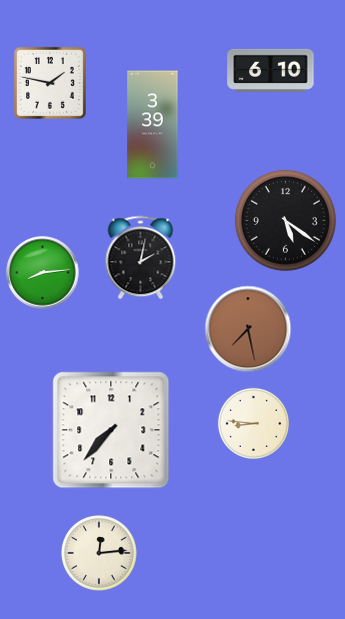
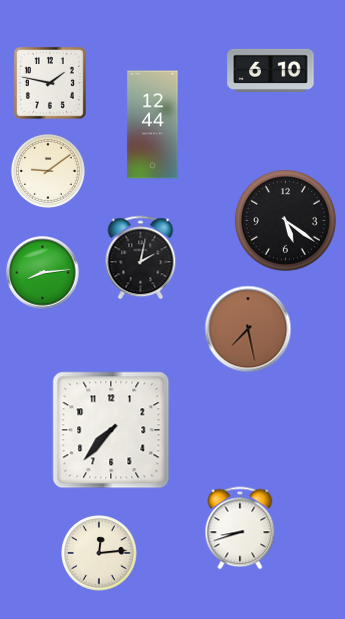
clock at (153, 125): 3:39 -> 12:44
clock at (48, 171): none -> 9:09
clock at (253, 423): 8:46 -> none
clock at (240, 528): none -> 8:42
